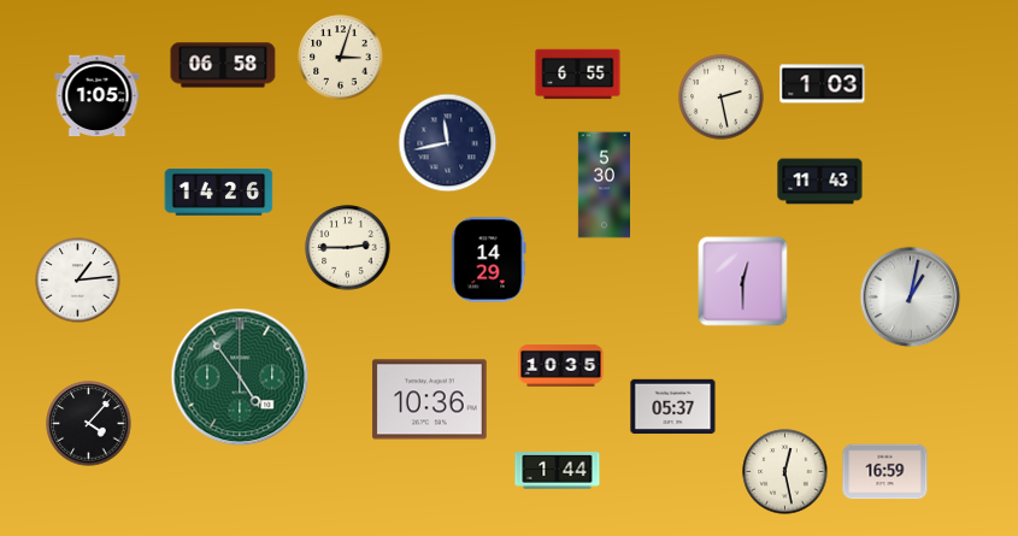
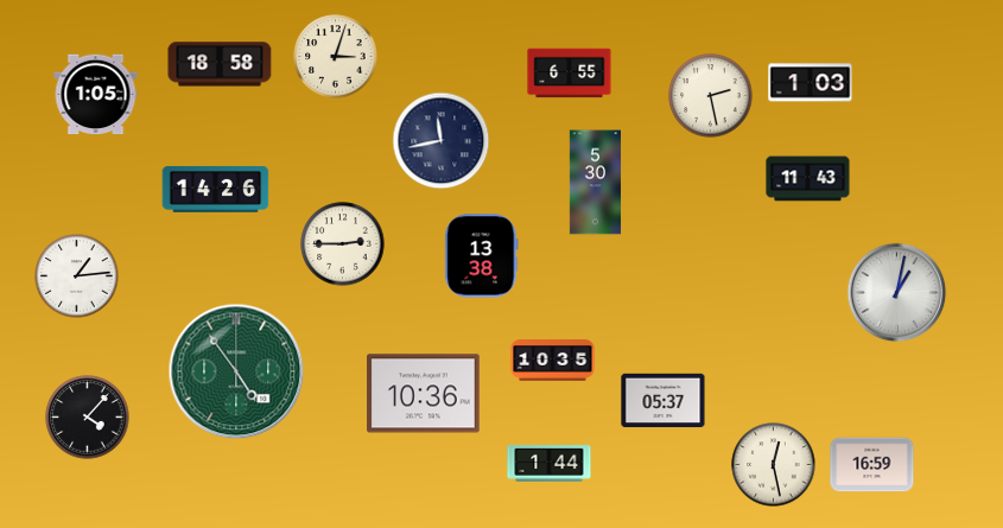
clock at (223, 65): 06:58 -> 18:58
clock at (489, 260): 14:29 -> 13:38
clock at (743, 282): 12:30 -> none
